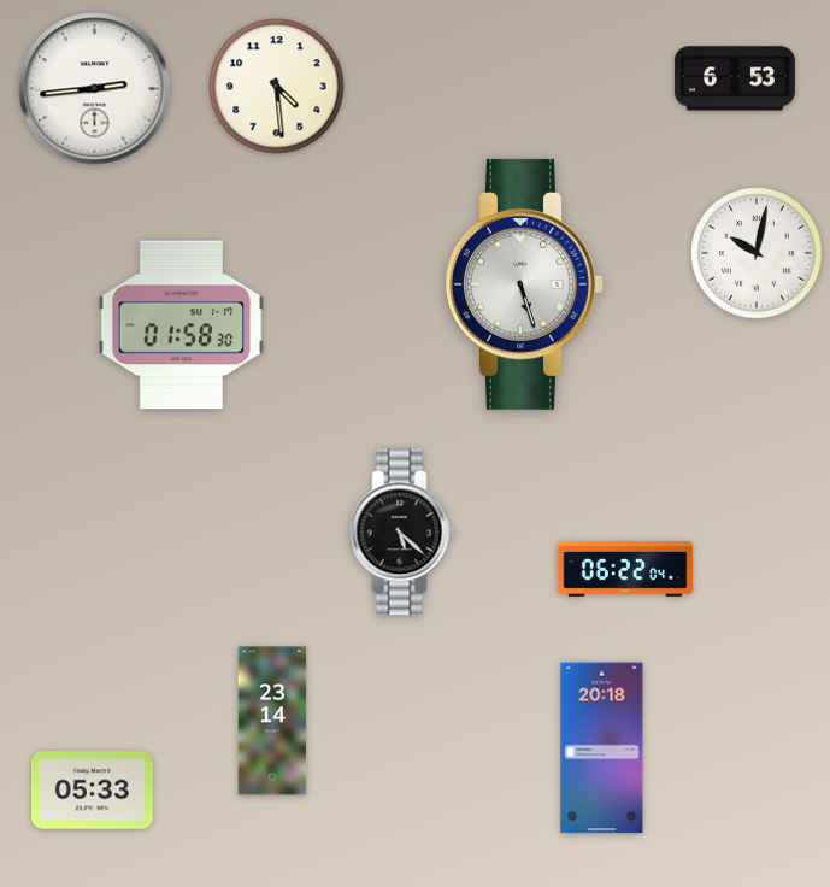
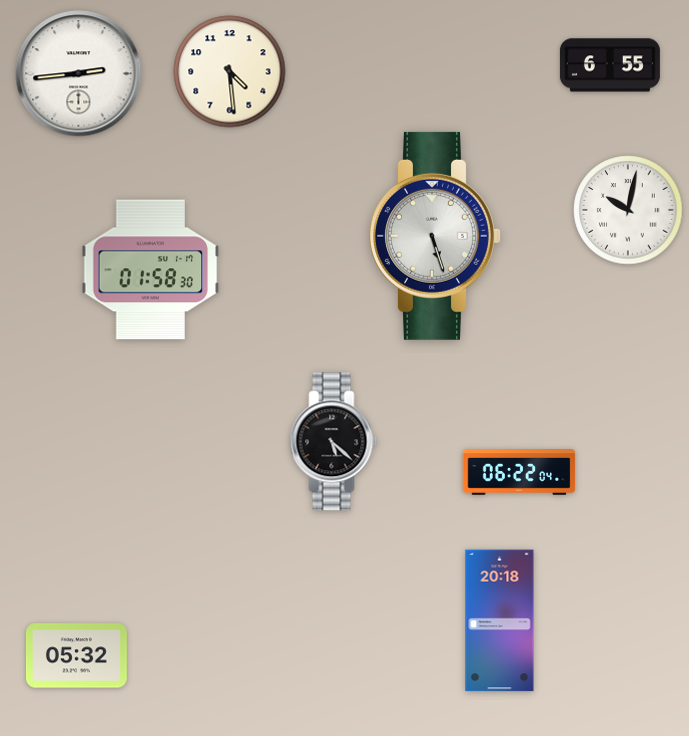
clock at (735, 78): 6:53 -> 6:55
clock at (272, 721): 23:14 -> none
clock at (92, 791): 05:33 -> 05:32
